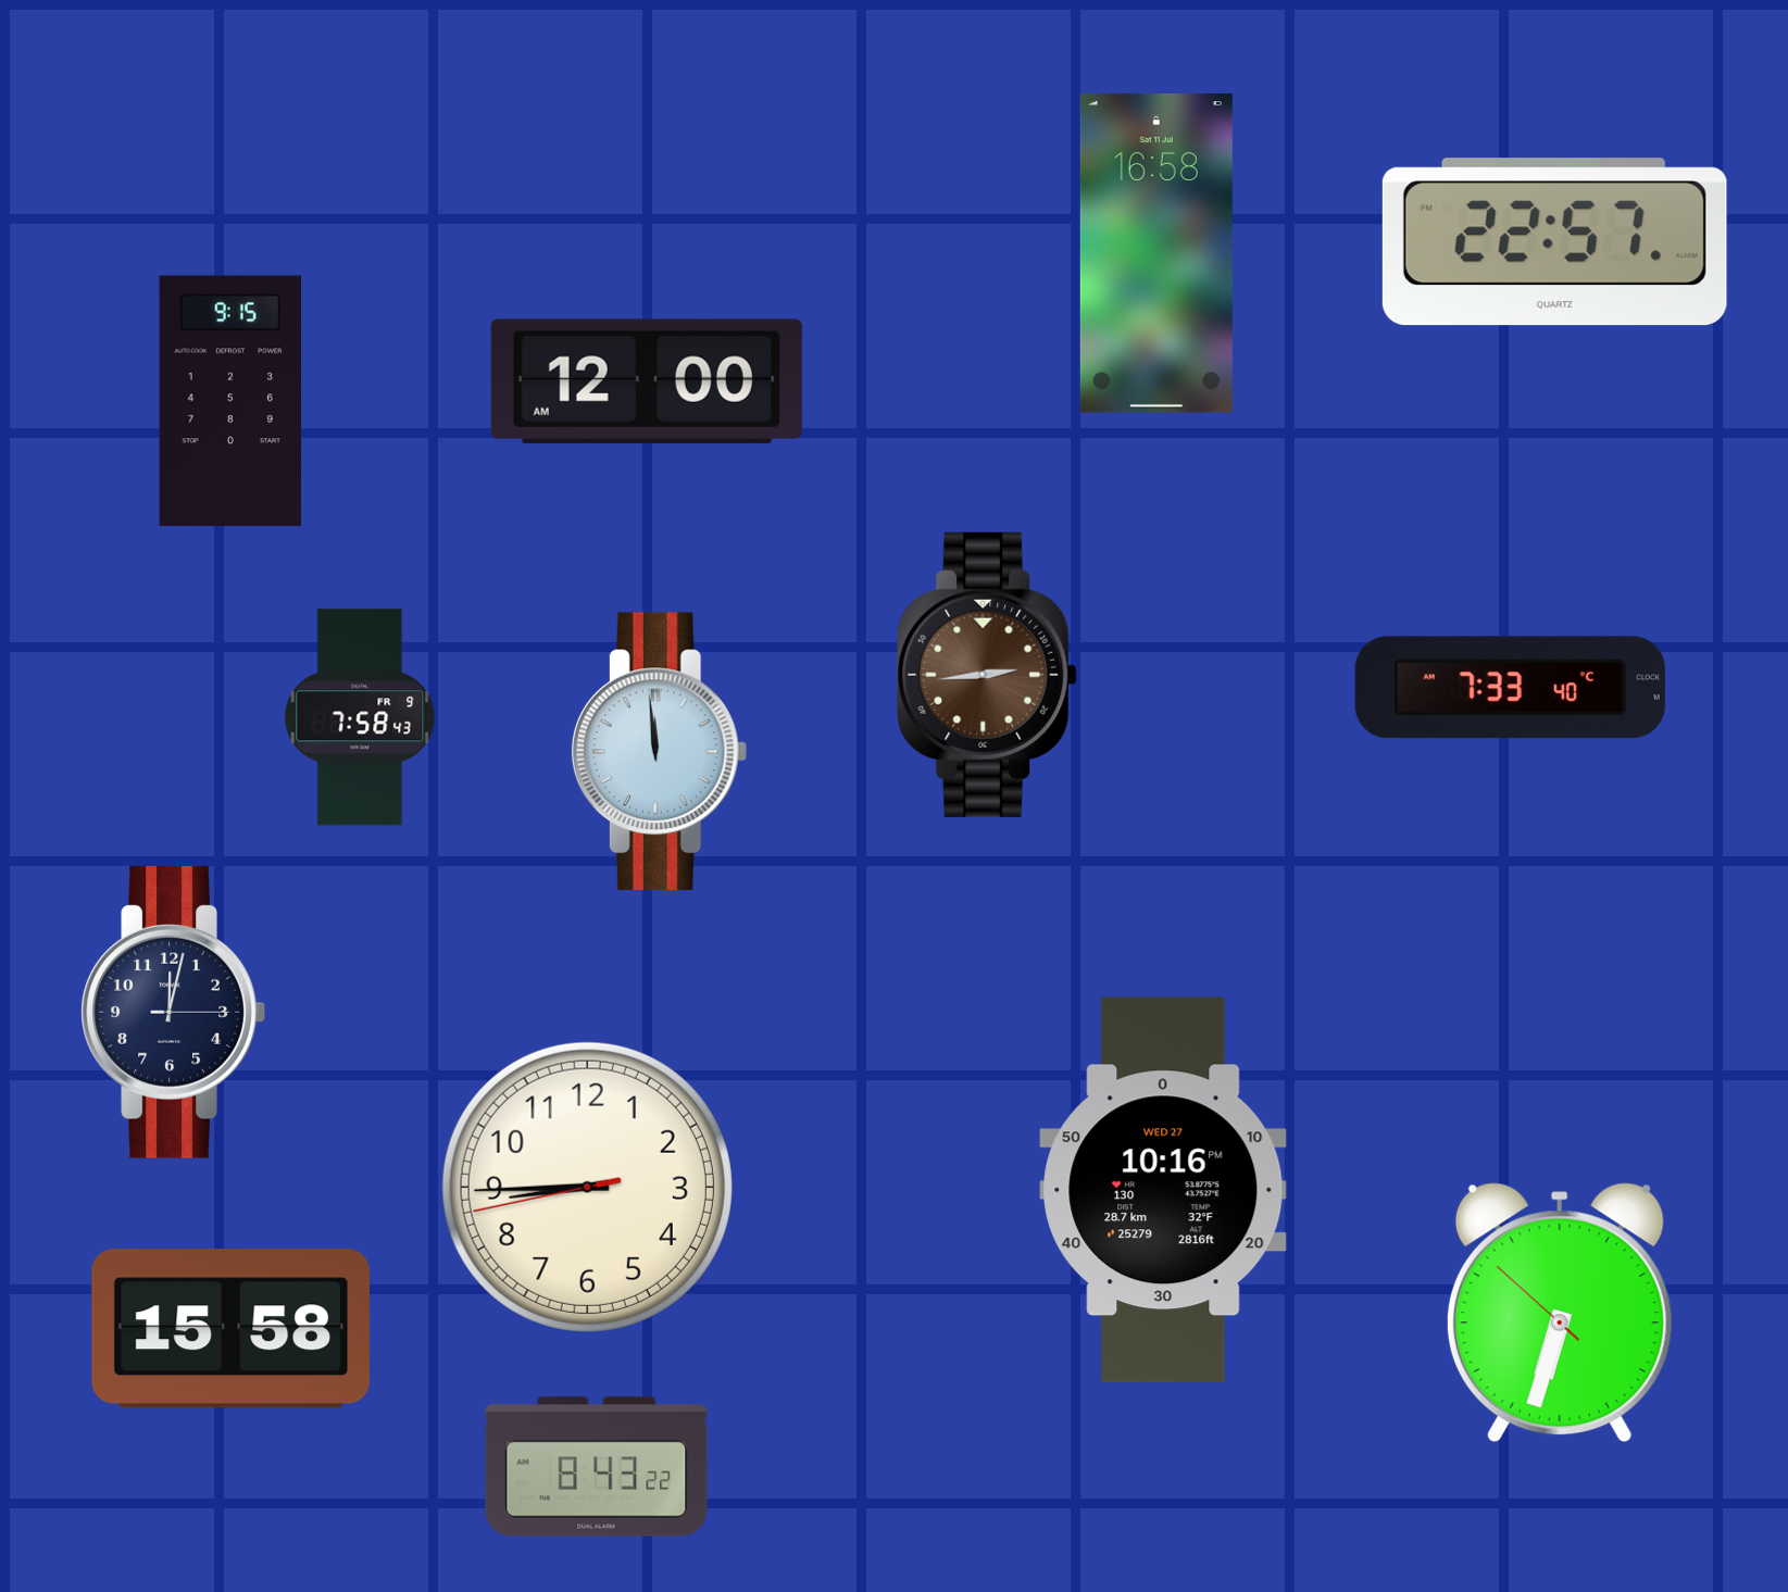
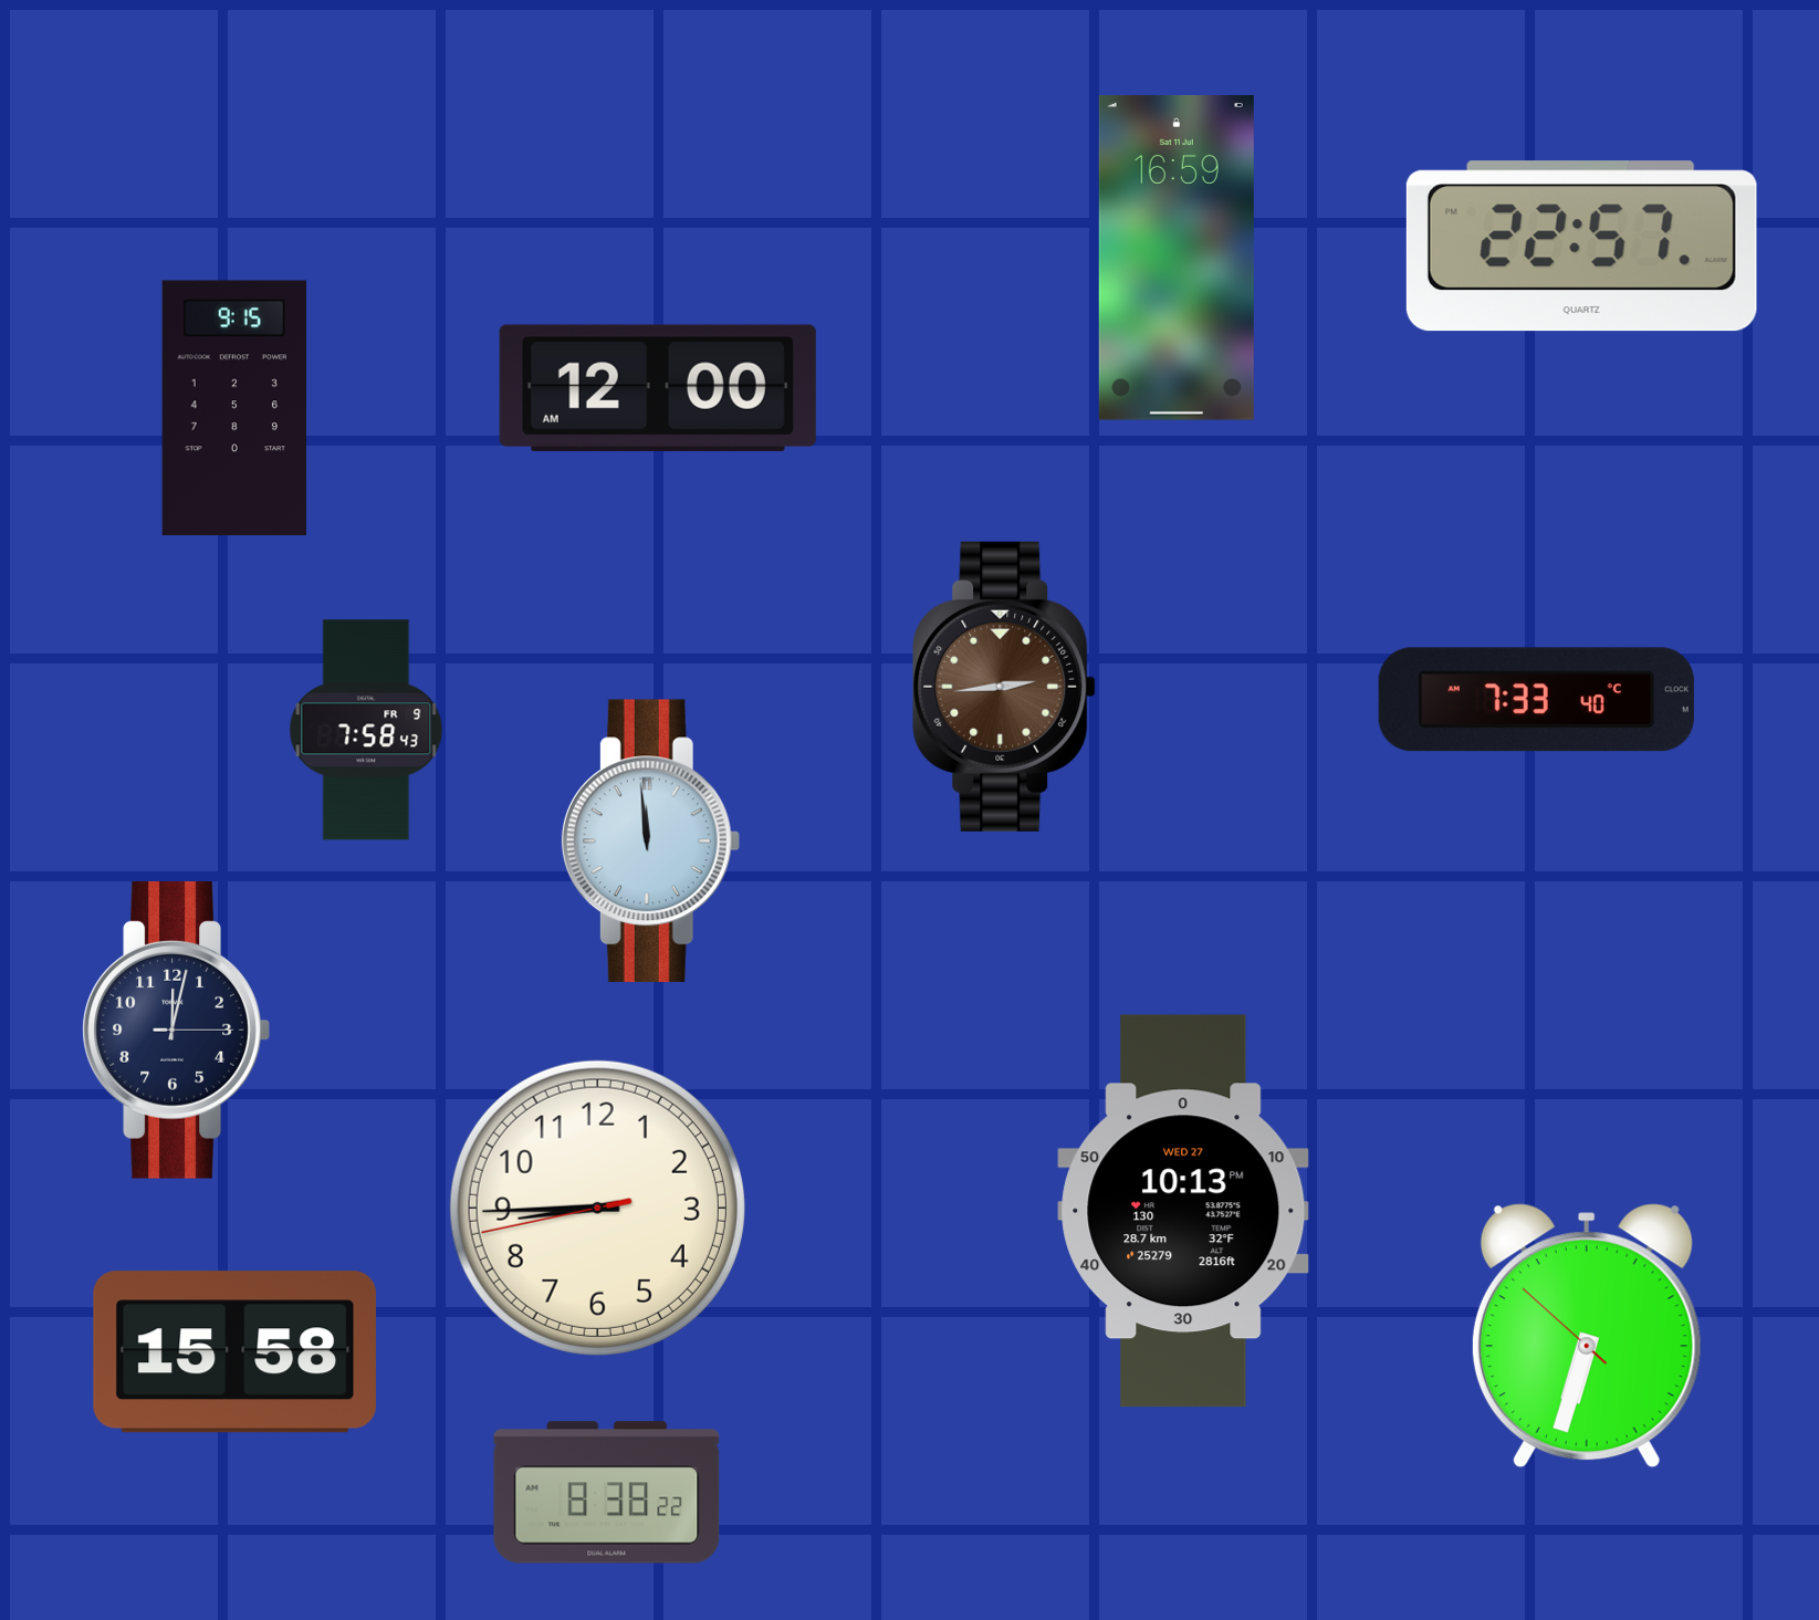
clock at (1156, 254): 16:58 -> 16:59
clock at (659, 752) position: (659, 752) -> (650, 842)
clock at (1163, 1190): 10:16 -> 10:13
clock at (597, 1467): 8:43 -> 8:38
